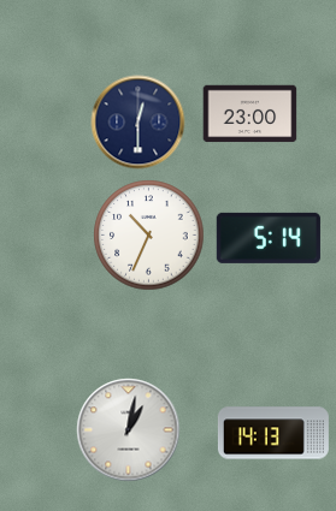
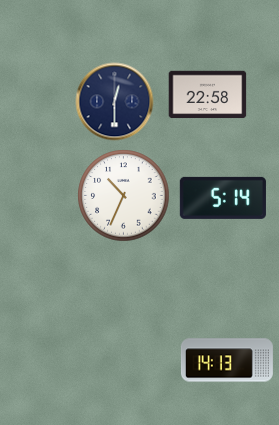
clock at (249, 114): 23:00 -> 22:58
clock at (128, 429): 1:02 -> none
